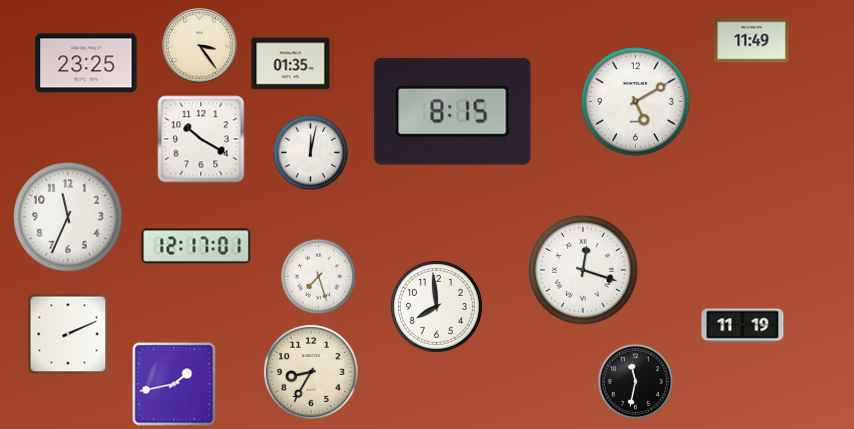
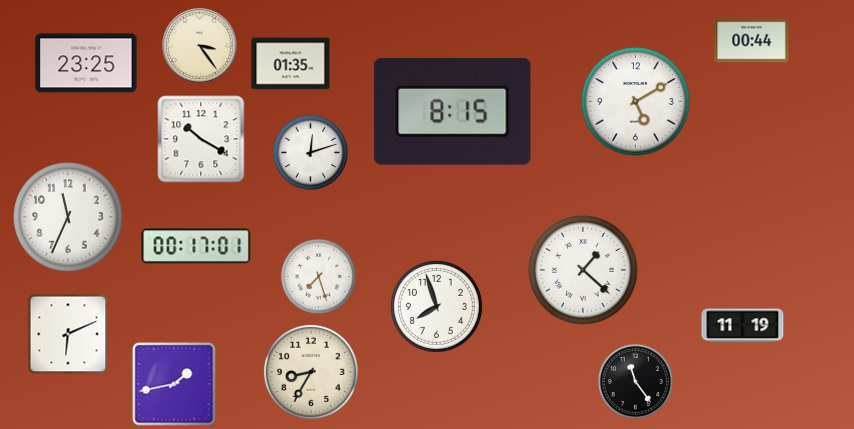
clock at (752, 41): 11:49 -> 00:44
clock at (310, 152): 12:02 -> 12:12
clock at (196, 246): 12:17 -> 00:17
clock at (583, 270): 12:18 -> 1:22
clock at (436, 306): 7:59 -> 7:57
clock at (68, 334): 2:11 -> 6:11
clock at (635, 381): 11:32 -> 11:24
